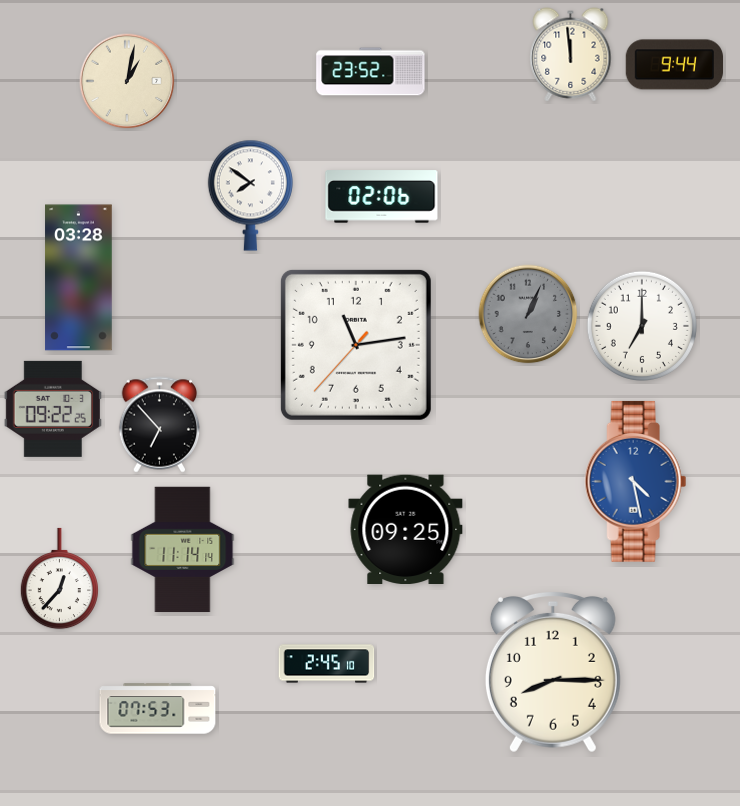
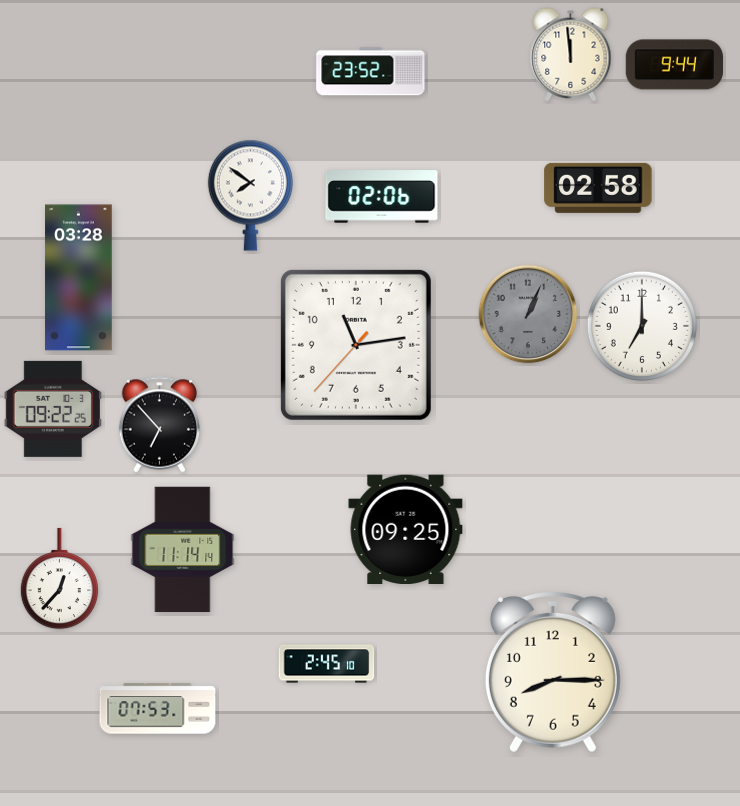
clock at (127, 81): 1:02 -> none
clock at (598, 188): none -> 02:58
clock at (636, 481): 4:28 -> none
